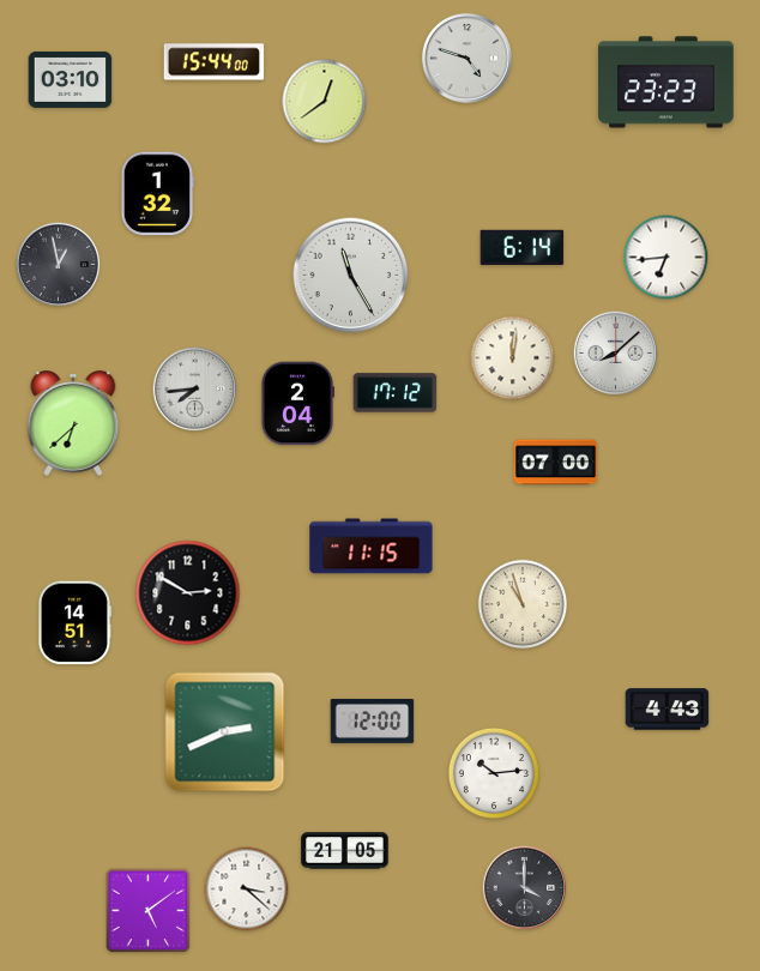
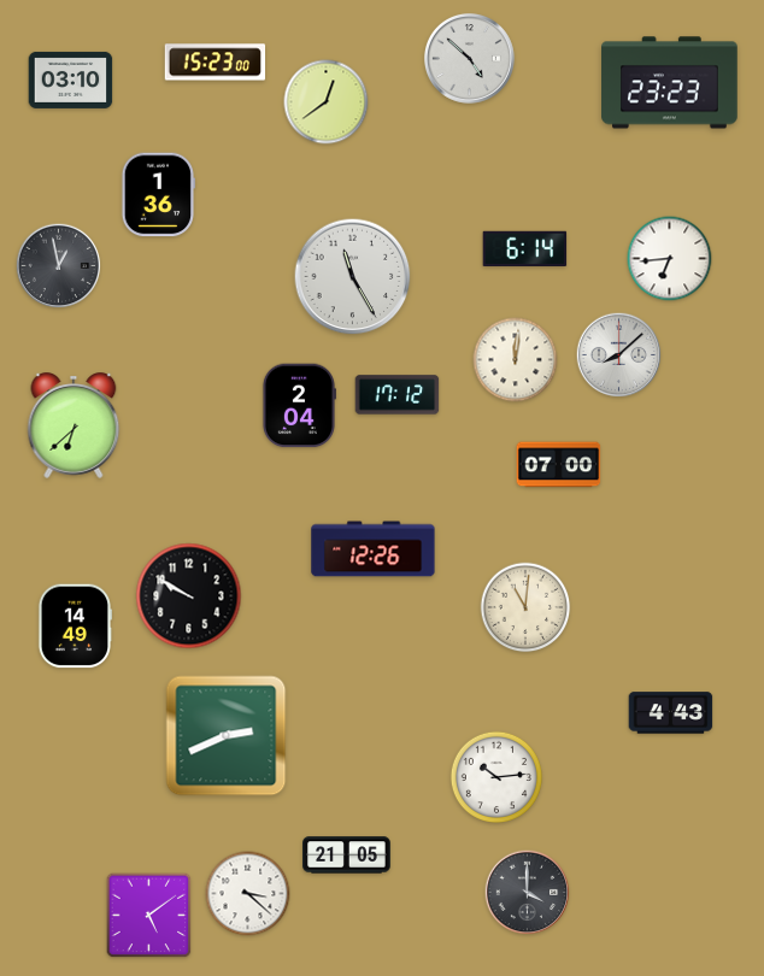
clock at (466, 58): 4:48 -> 4:52
clock at (215, 62): 15:44 -> 15:23
clock at (156, 194): 1:32 -> 1:36
clock at (195, 390): 7:44 -> none
clock at (372, 547): 11:15 -> 12:26
clock at (188, 593): 2:50 -> 9:50
clock at (523, 604): 10:57 -> 11:01
clock at (73, 623): 14:51 -> 14:49
clock at (373, 720): 12:00 -> none
